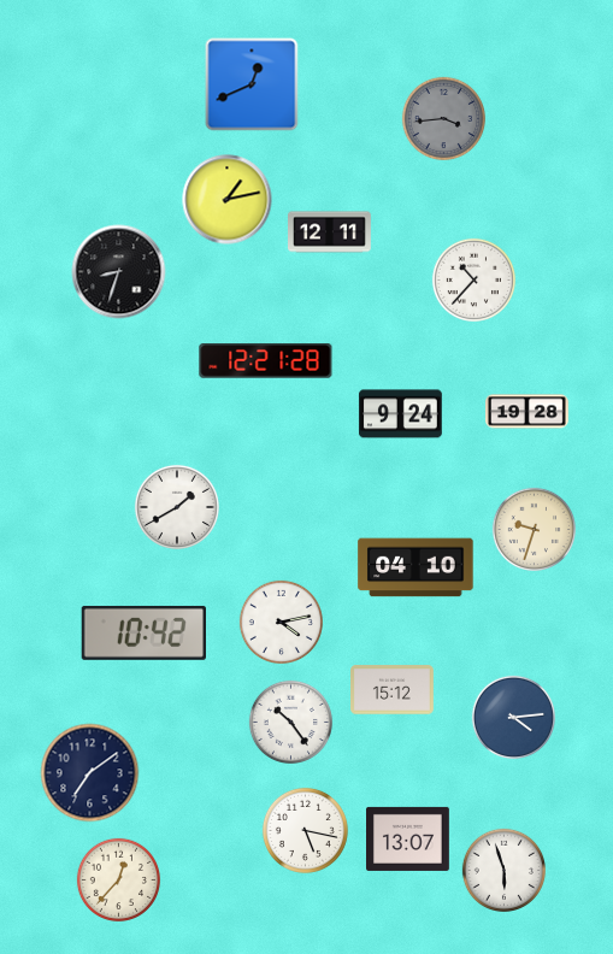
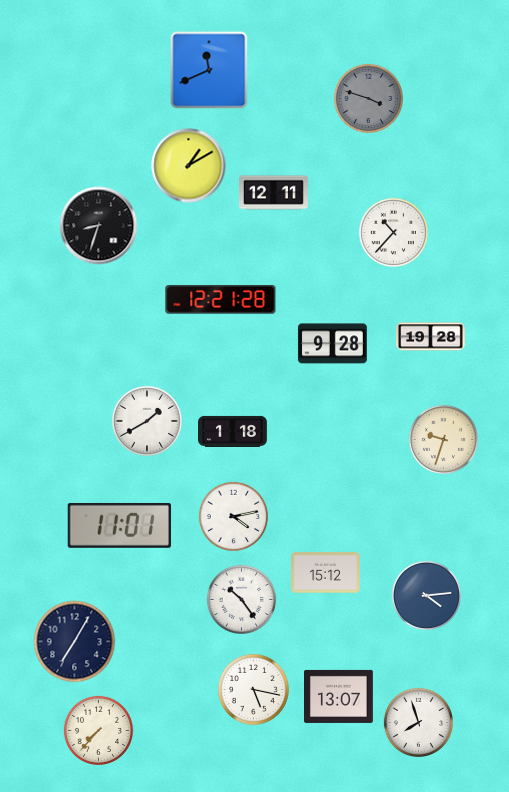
clock at (252, 84): 12:41 -> 11:41
clock at (443, 118): 3:44 -> 3:48
clock at (228, 200): 1:13 -> 1:10
clock at (527, 412) position: (527, 412) -> (431, 337)
clock at (400, 414): 9:24 -> 9:28
clock at (233, 431): none -> 1:18
clock at (415, 567): 04:10 -> none
clock at (143, 632): 10:42 -> 11:01
clock at (90, 773): 7:09 -> 7:05
clock at (503, 870): 5:57 -> 7:57
clock at (118, 879): 12:37 -> 7:37
